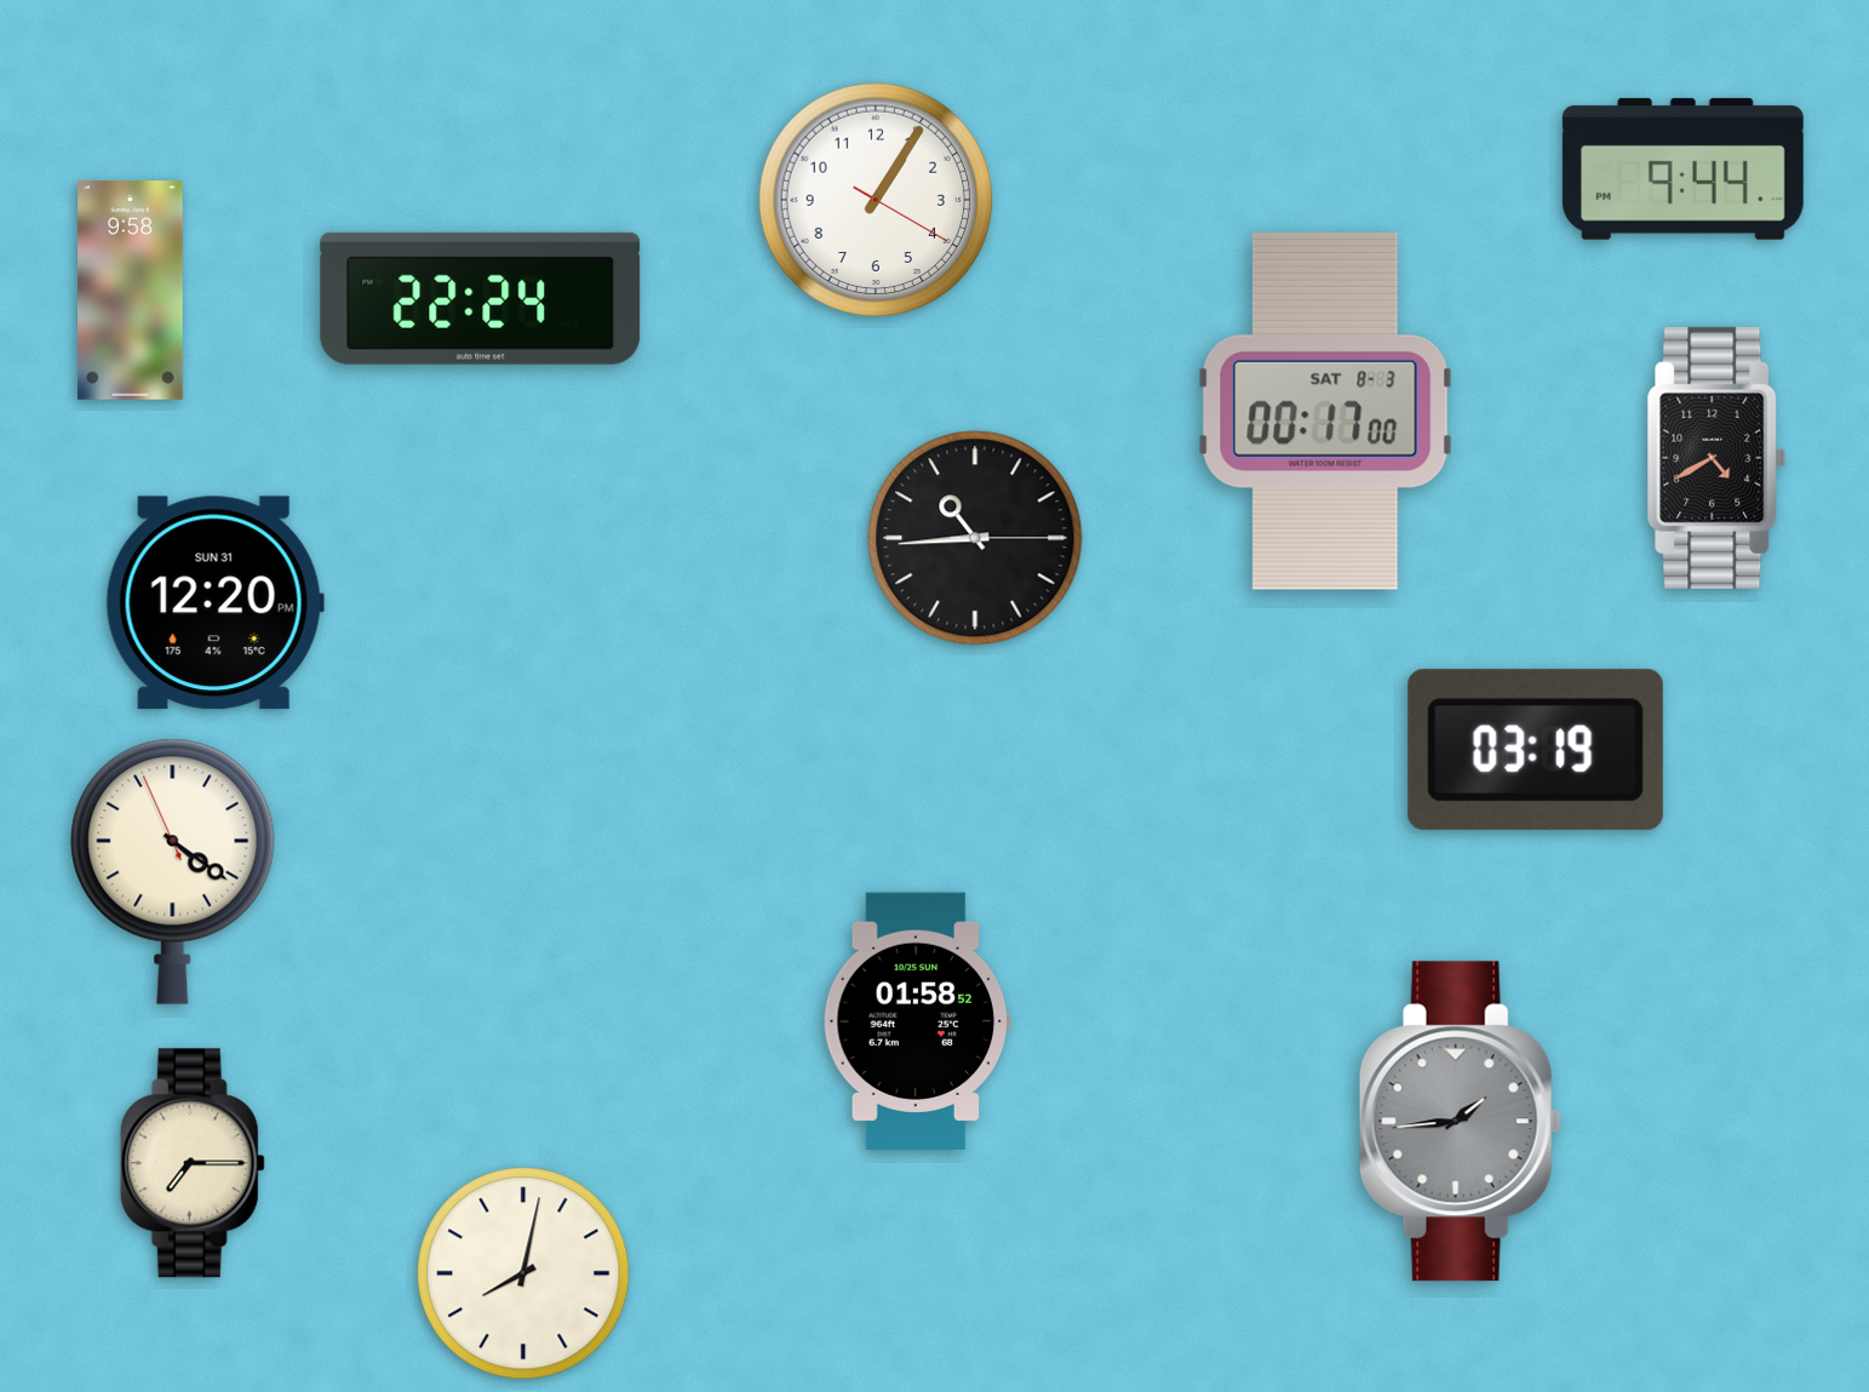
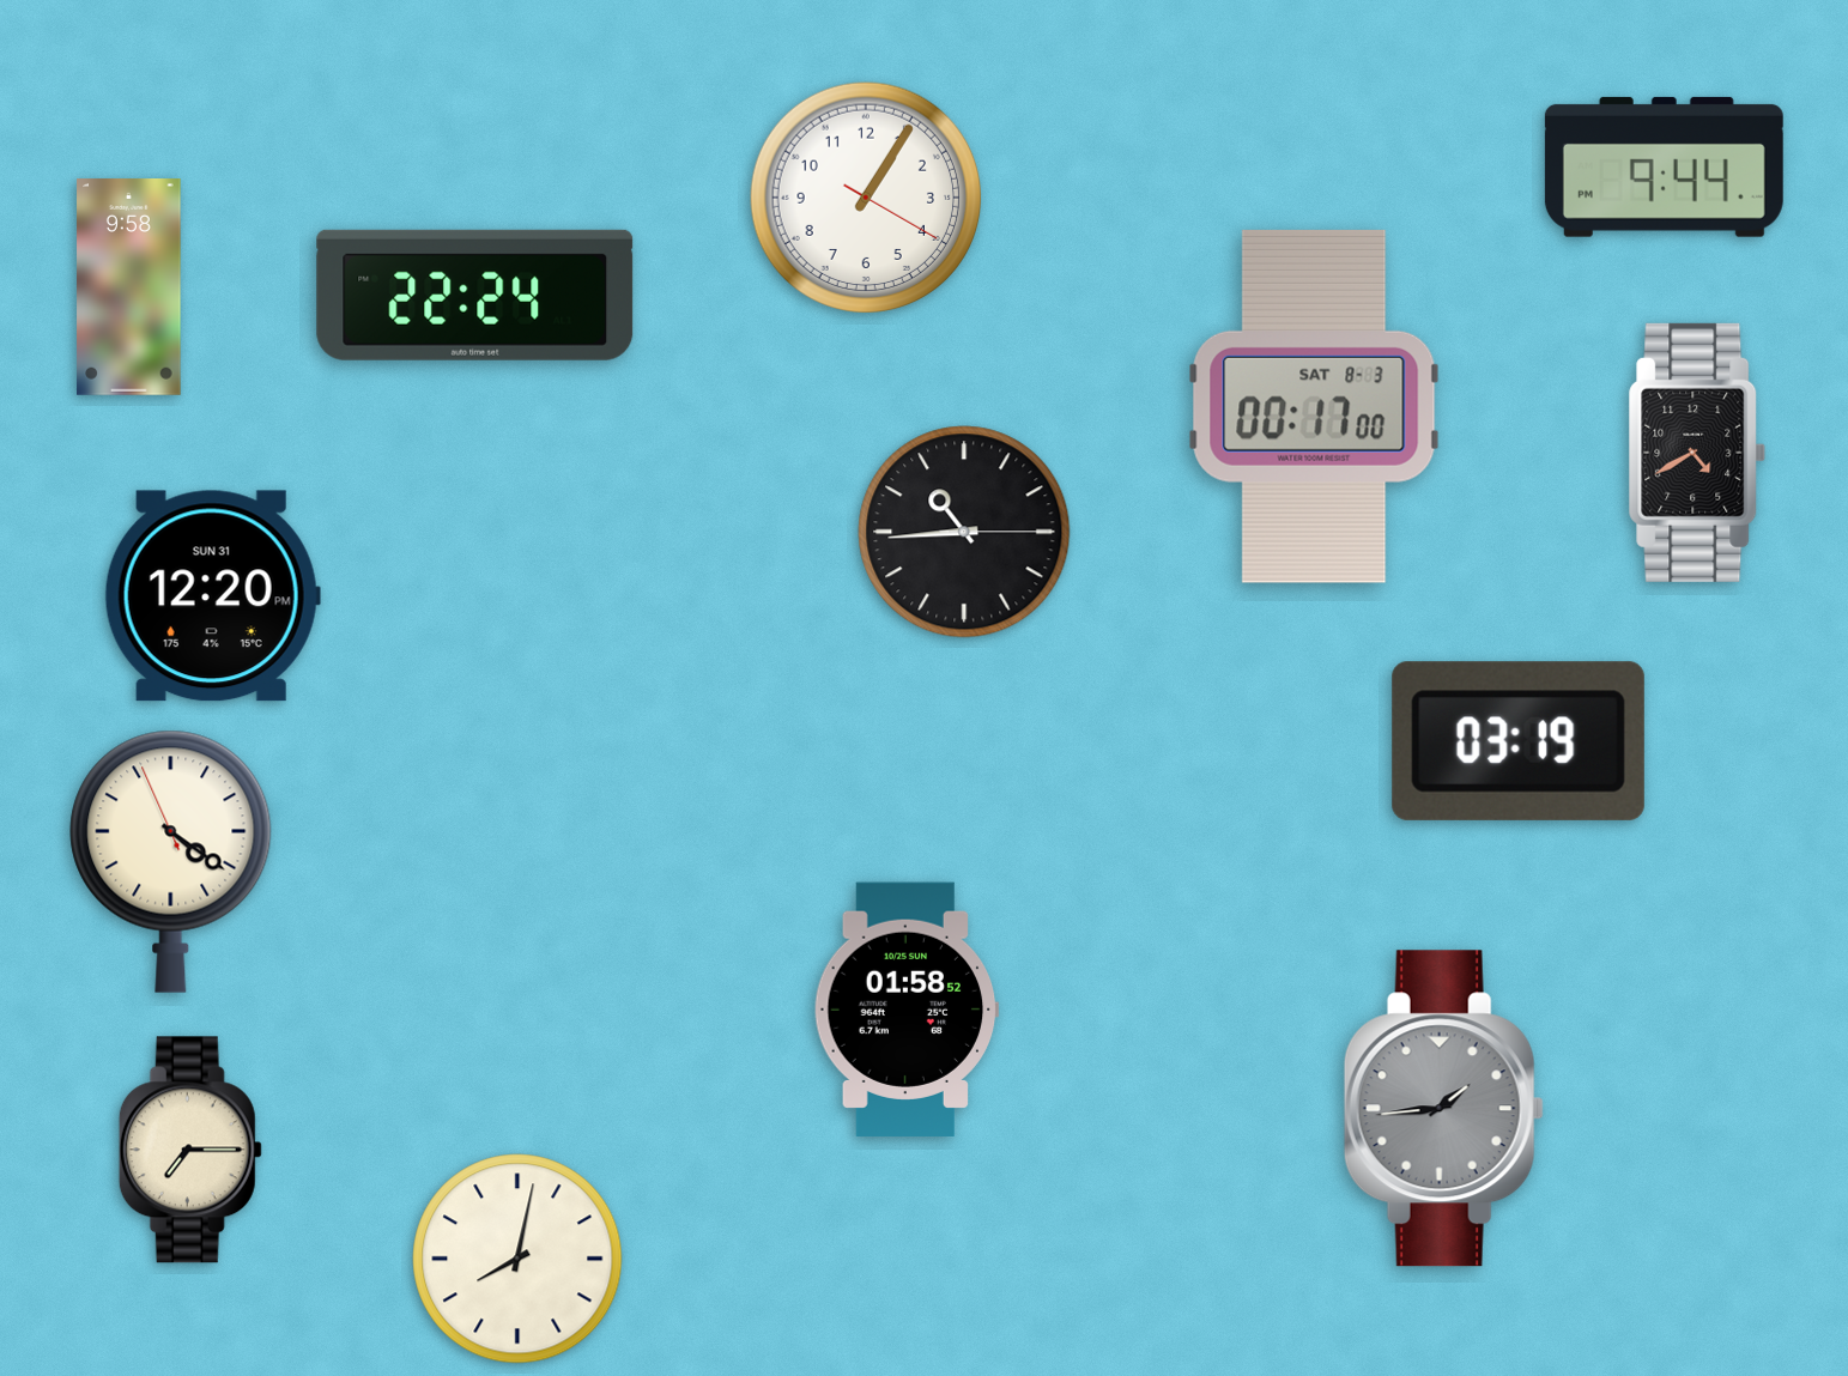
clock at (1325, 411) position: (1325, 411) -> (1314, 406)
